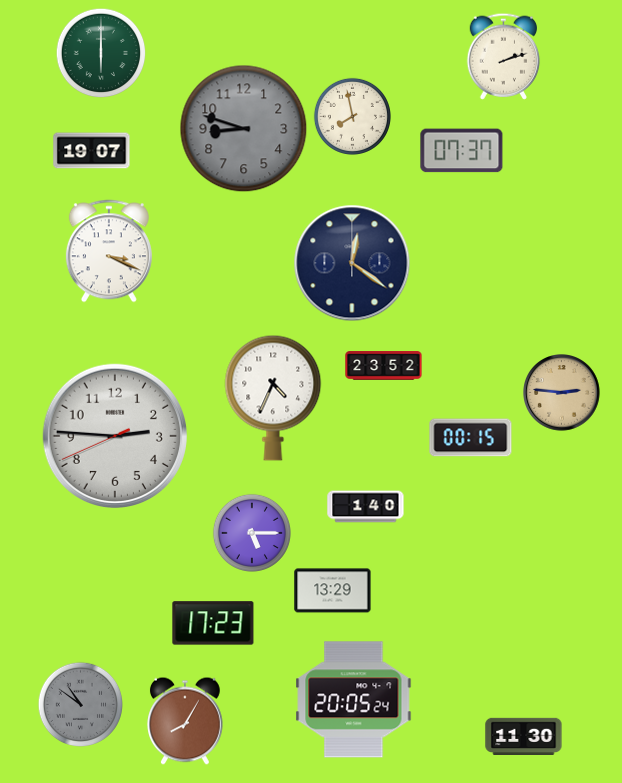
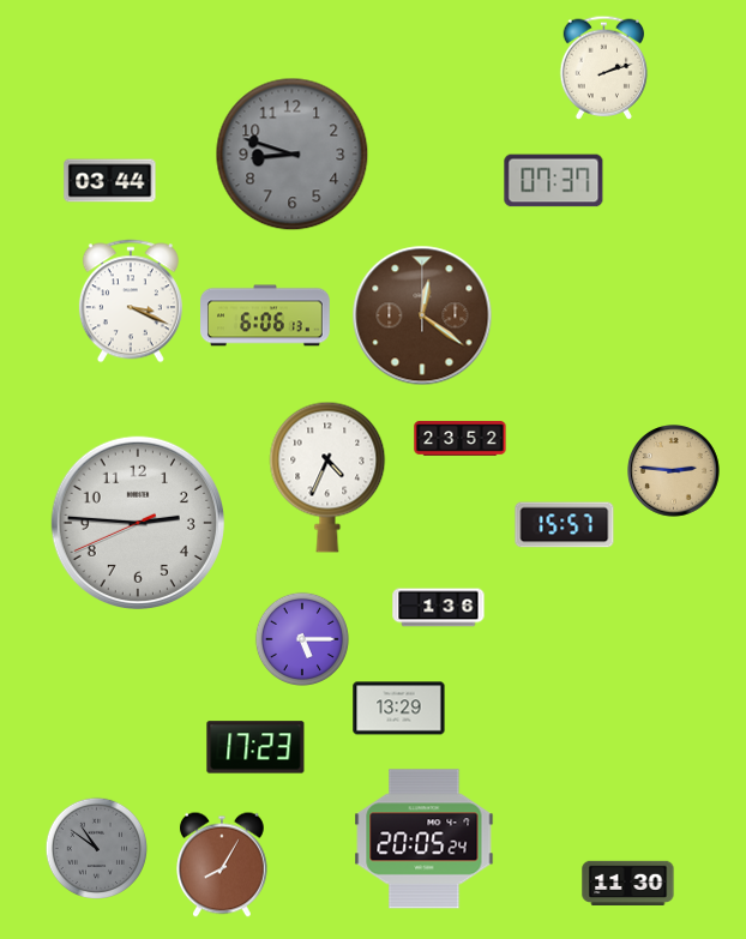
clock at (101, 53): 6:00 -> none
clock at (352, 116): 7:58 -> none
clock at (92, 151): 19:07 -> 03:44
clock at (266, 315): none -> 6:06
clock at (352, 263) dial: navy -> brown
clock at (471, 438): 00:15 -> 15:57
clock at (366, 507): 1:40 -> 1:36
clock at (80, 704) position: (80, 704) -> (96, 848)
